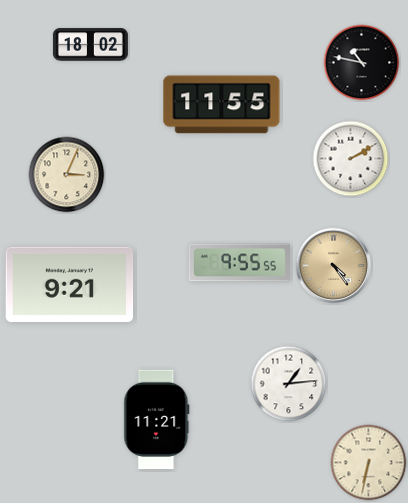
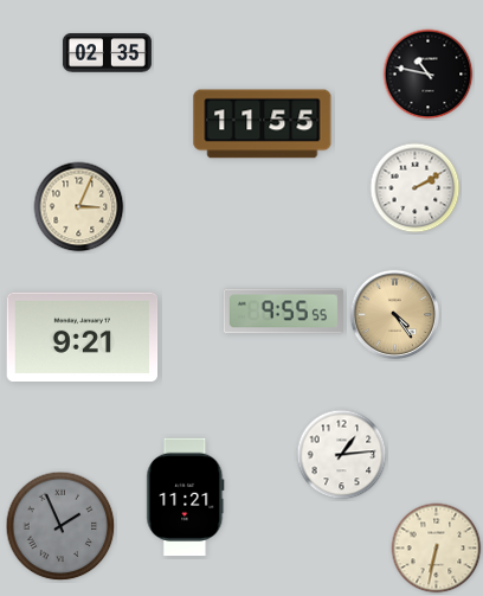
clock at (90, 45): 18:02 -> 02:35
clock at (60, 526): none -> 1:56
